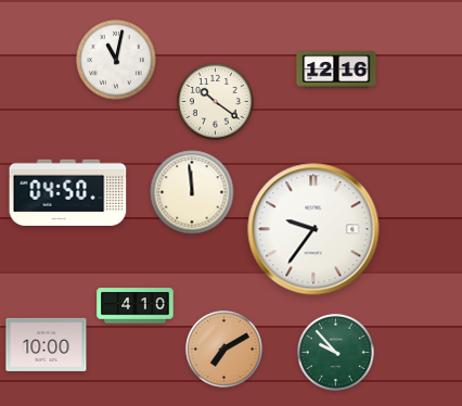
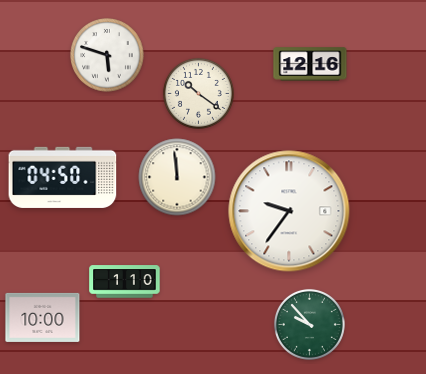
clock at (116, 60): 11:02 -> 5:48
clock at (136, 306): 4:10 -> 1:10
clock at (223, 348): 7:10 -> none
